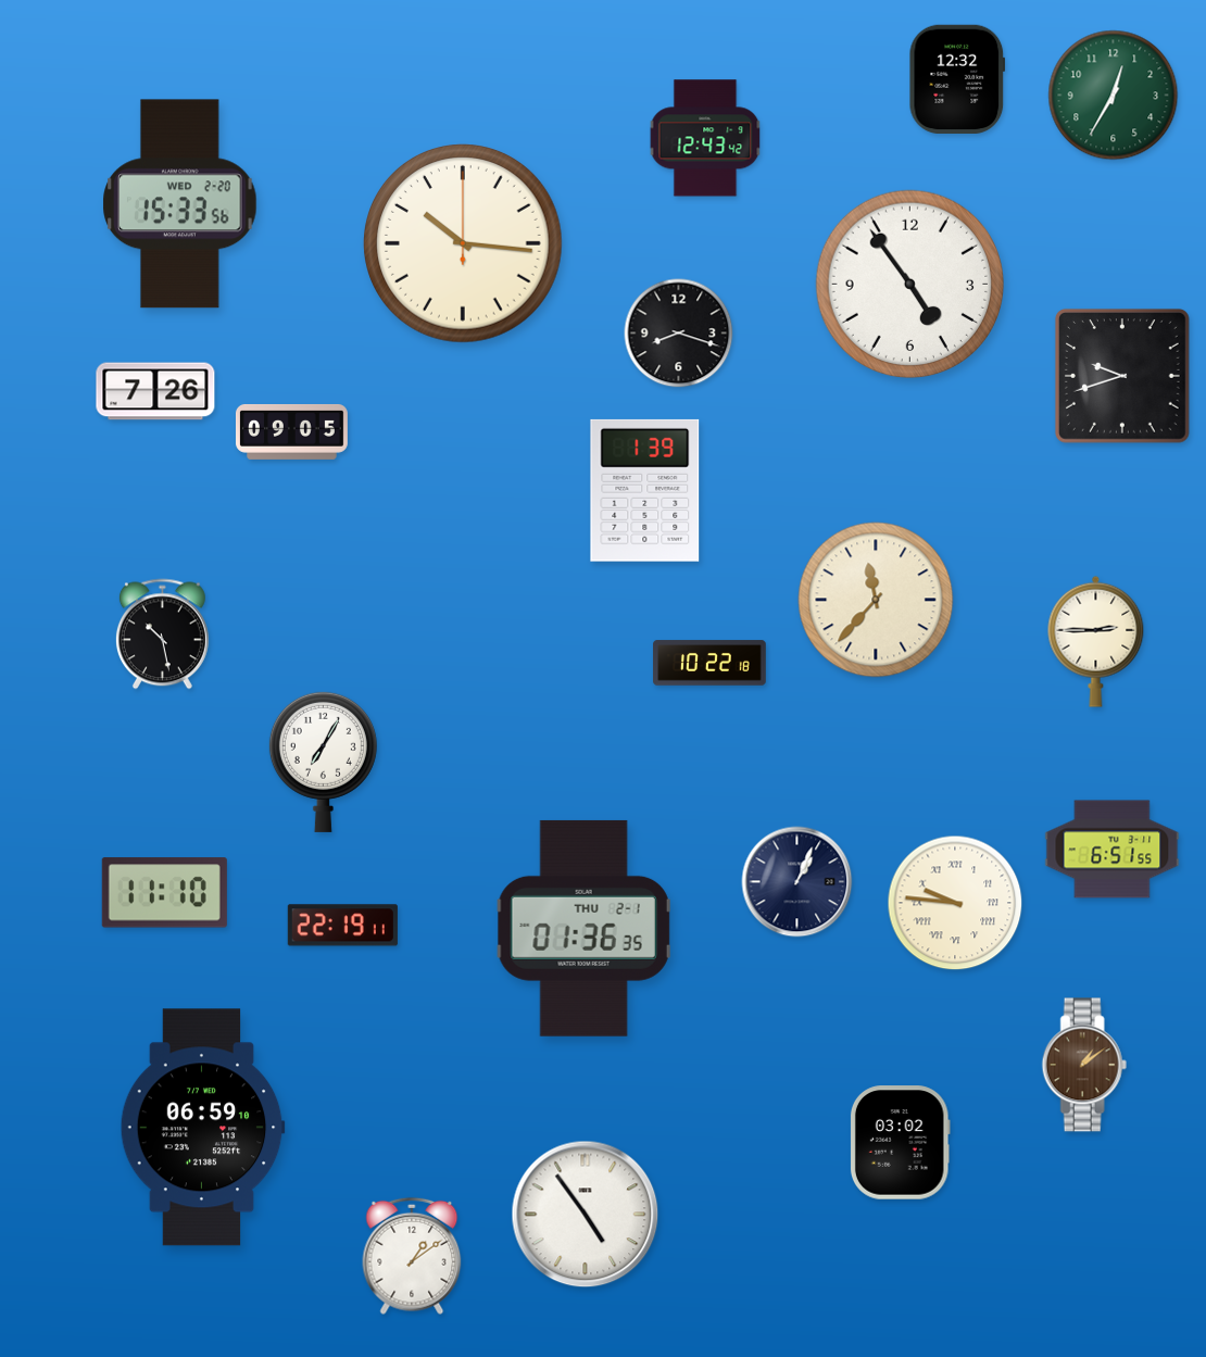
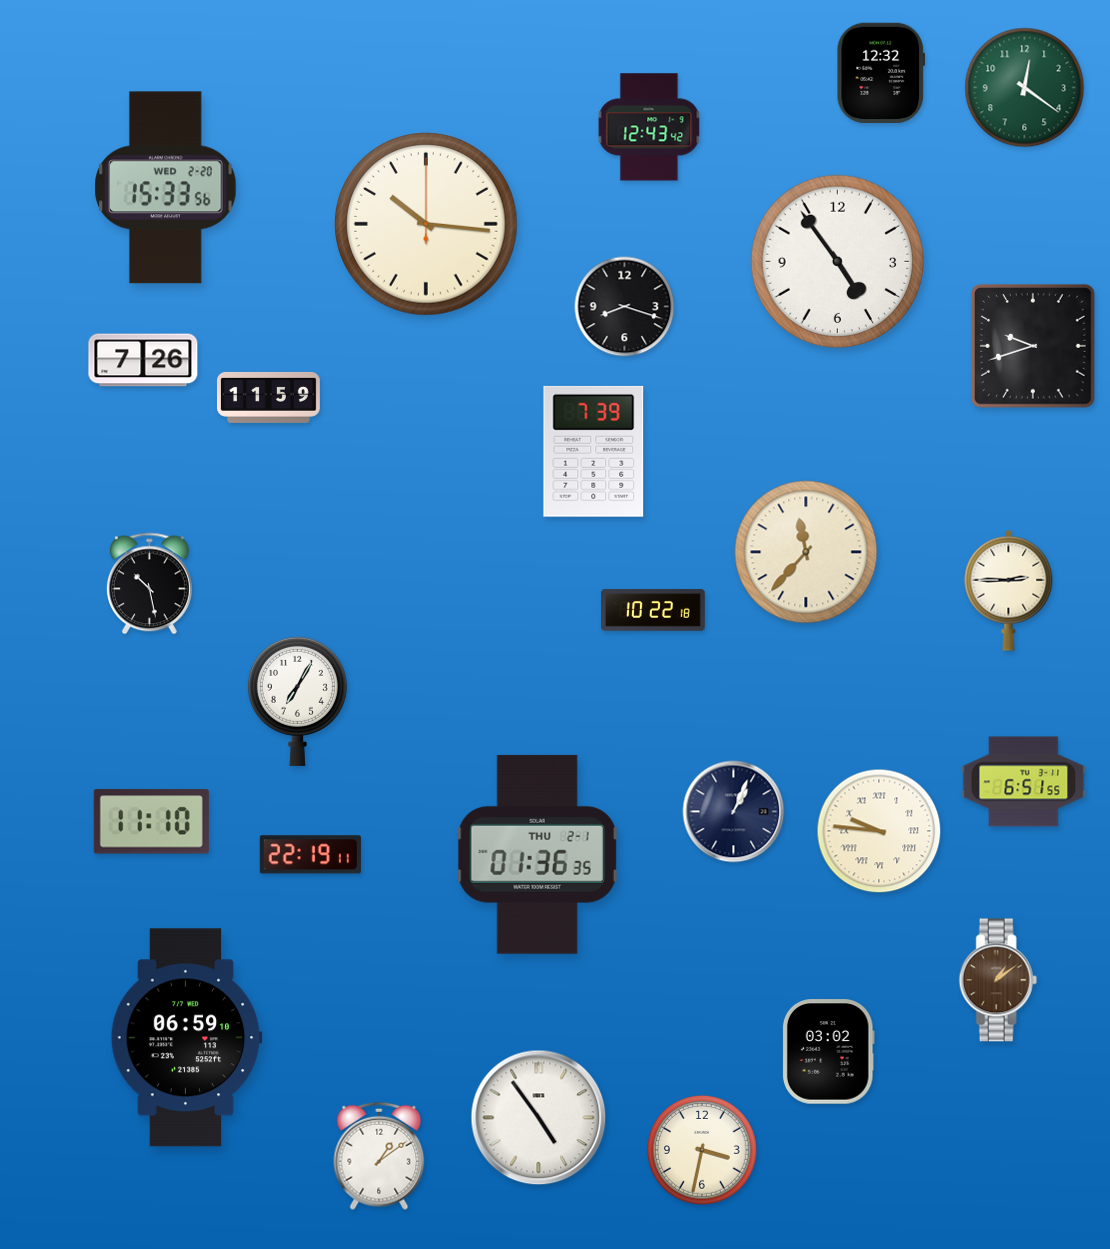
clock at (1114, 96): 12:35 -> 12:21
clock at (291, 431): 09:05 -> 11:59
clock at (645, 490): 1:39 -> 7:39
clock at (342, 926) position: (342, 926) -> (310, 855)
clock at (703, 1151): none -> 3:32
